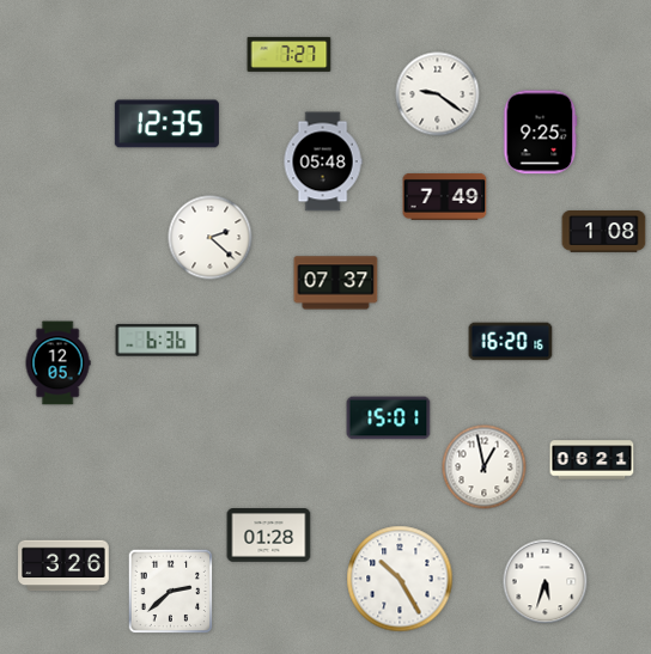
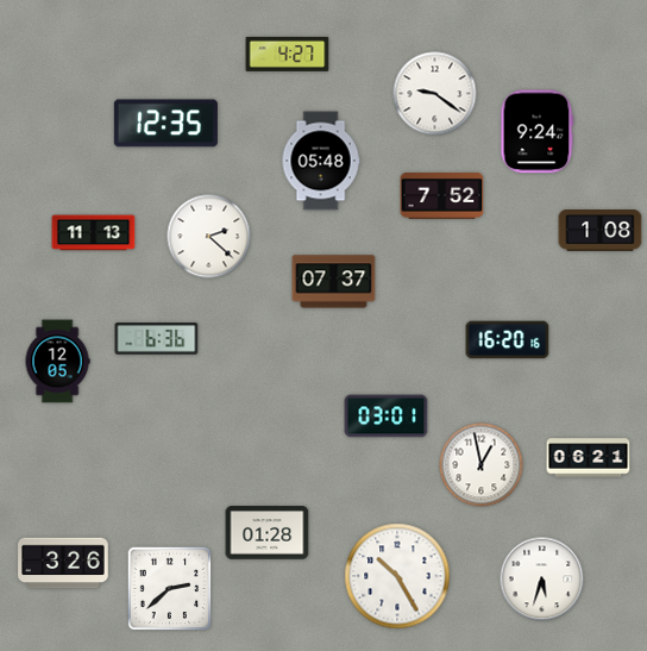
clock at (290, 54): 7:27 -> 4:27
clock at (540, 133): 9:25 -> 9:24
clock at (445, 197): 7:49 -> 7:52
clock at (94, 233): none -> 11:13
clock at (389, 418): 15:01 -> 03:01
